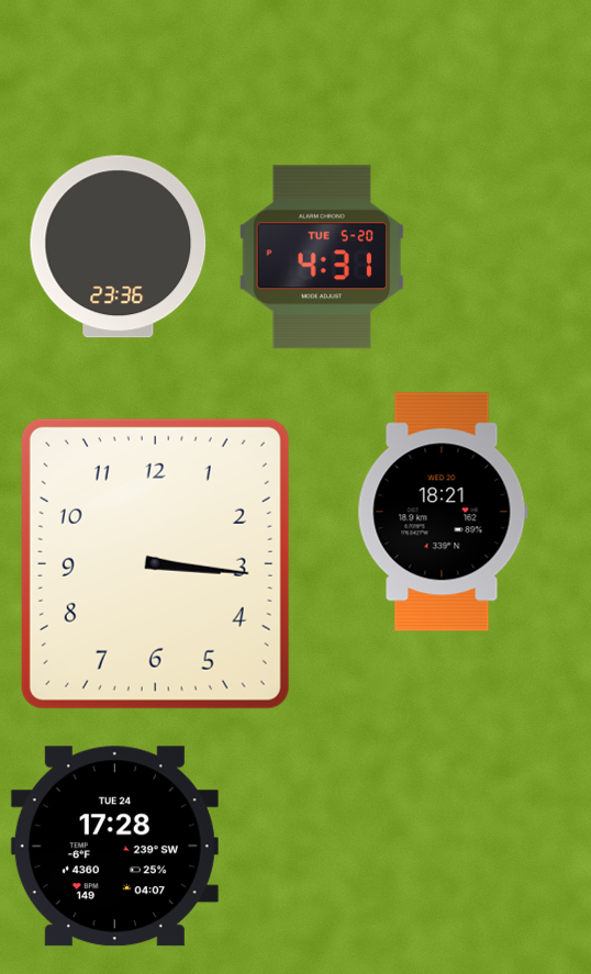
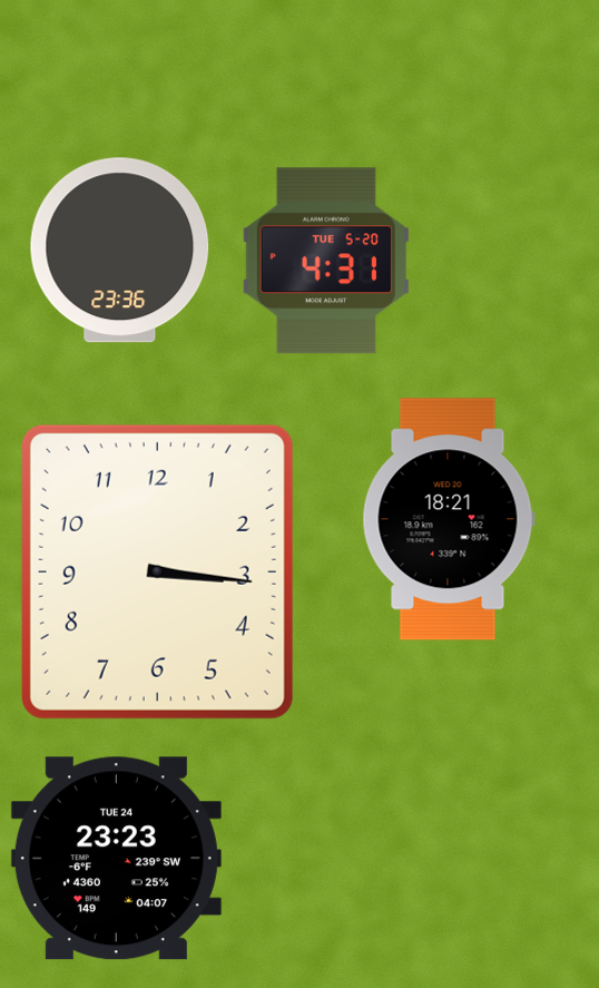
clock at (114, 847): 17:28 -> 23:23
